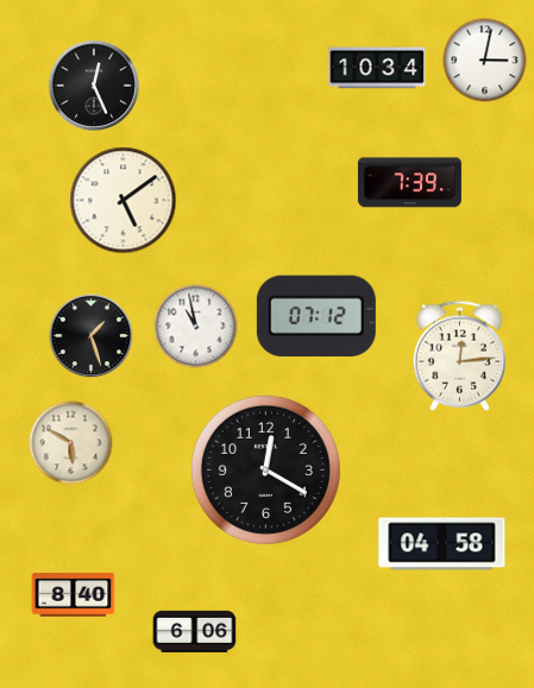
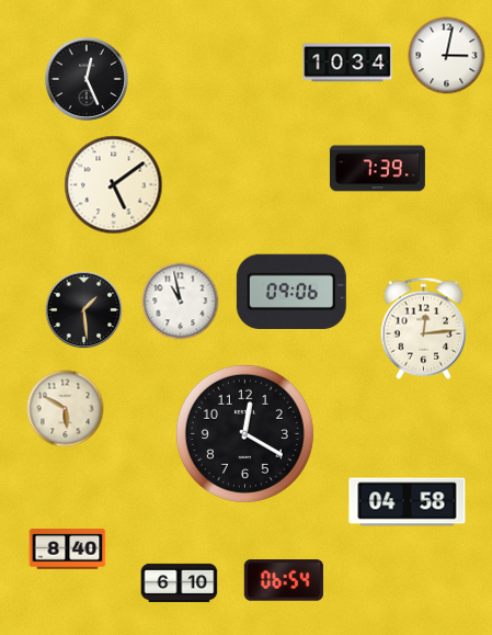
clock at (316, 316): 07:12 -> 09:06
clock at (92, 336): 1:27 -> 1:29
clock at (284, 580): none -> 06:54
clock at (195, 631): 6:06 -> 6:10
